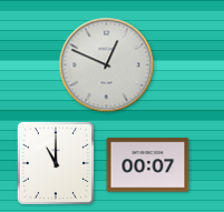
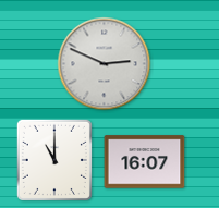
clock at (107, 65): 12:49 -> 2:49
clock at (148, 165): 00:07 -> 16:07
